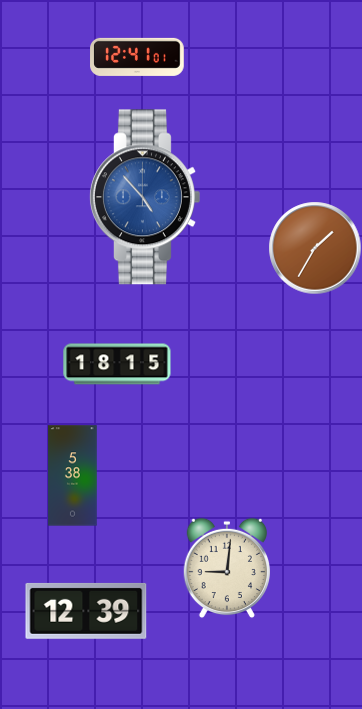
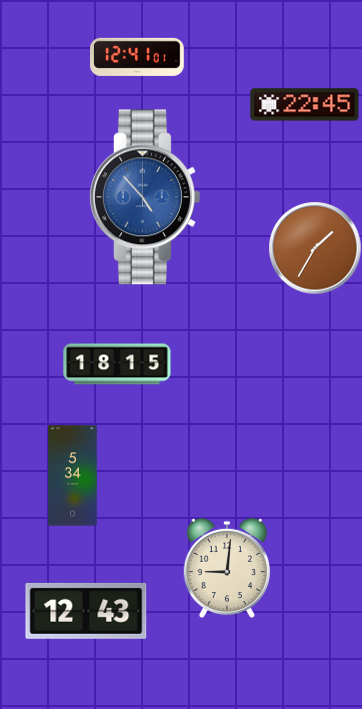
clock at (305, 105): none -> 22:45
clock at (73, 476): 5:38 -> 5:34
clock at (86, 611): 12:39 -> 12:43
